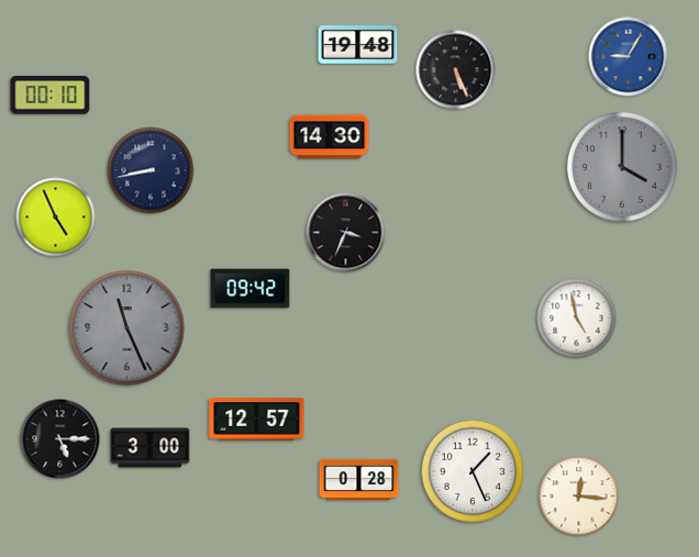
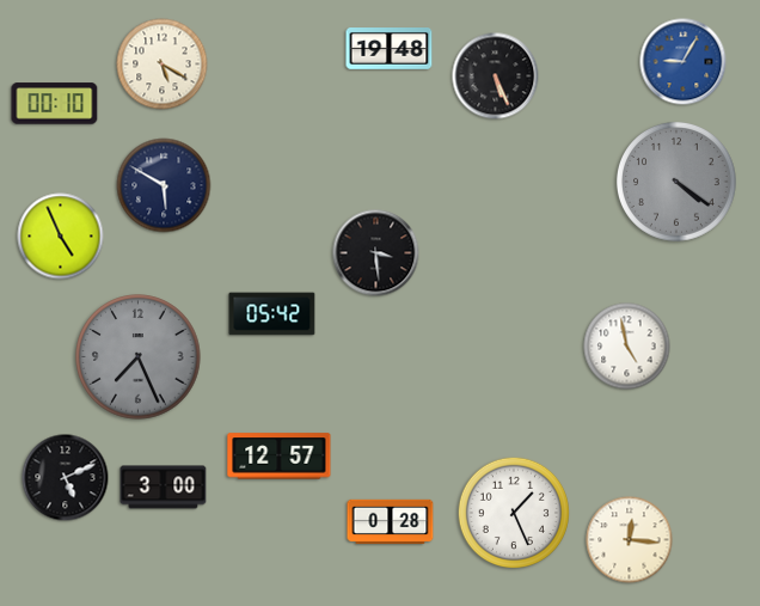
clock at (163, 65): none -> 5:20
clock at (330, 137): 14:30 -> none
clock at (622, 167): 4:00 -> 4:21
clock at (151, 170): 8:43 -> 5:50
clock at (346, 233): 3:34 -> 3:29
clock at (251, 289): 09:42 -> 05:42
clock at (127, 328): 11:26 -> 7:26
clock at (60, 439): 5:15 -> 5:11
